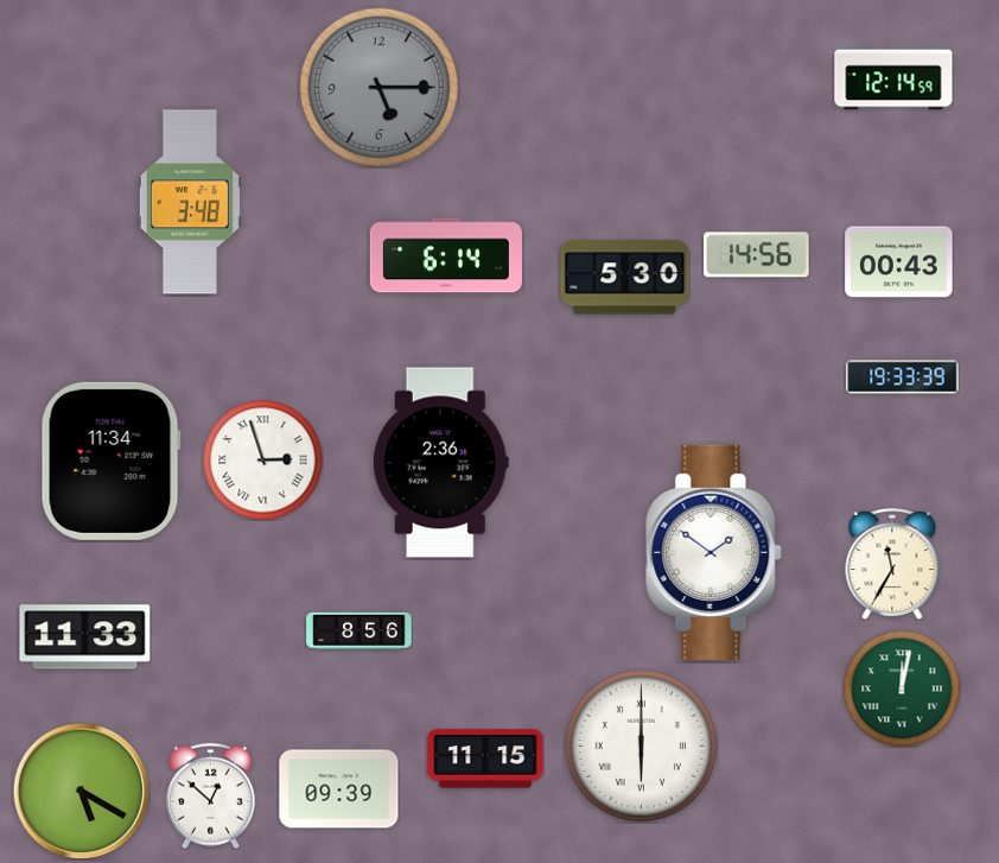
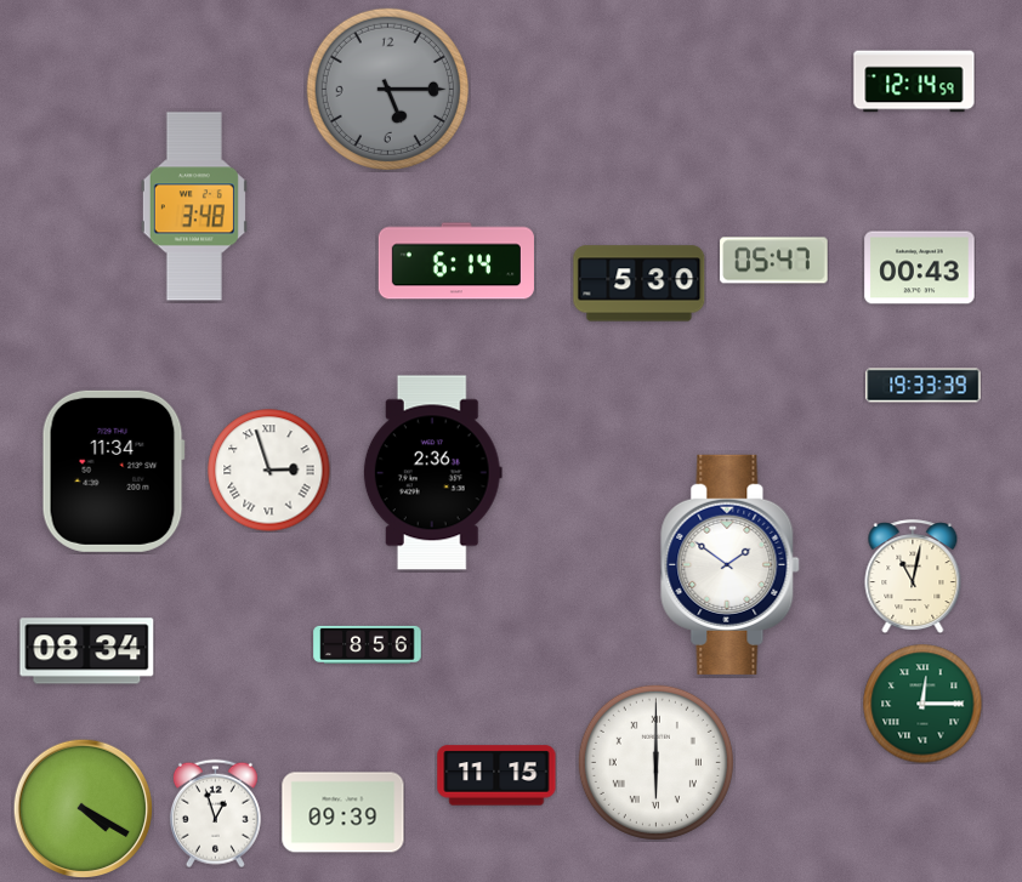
clock at (757, 255): 14:56 -> 05:47
clock at (440, 463) position: (440, 463) -> (432, 473)
clock at (892, 564): 11:35 -> 11:02
clock at (85, 637): 11:33 -> 08:34
clock at (902, 689): 12:02 -> 12:15
clock at (339, 789) position: (339, 789) -> (343, 813)
clock at (81, 791): 5:20 -> 4:20
clock at (210, 795): 12:52 -> 12:57
